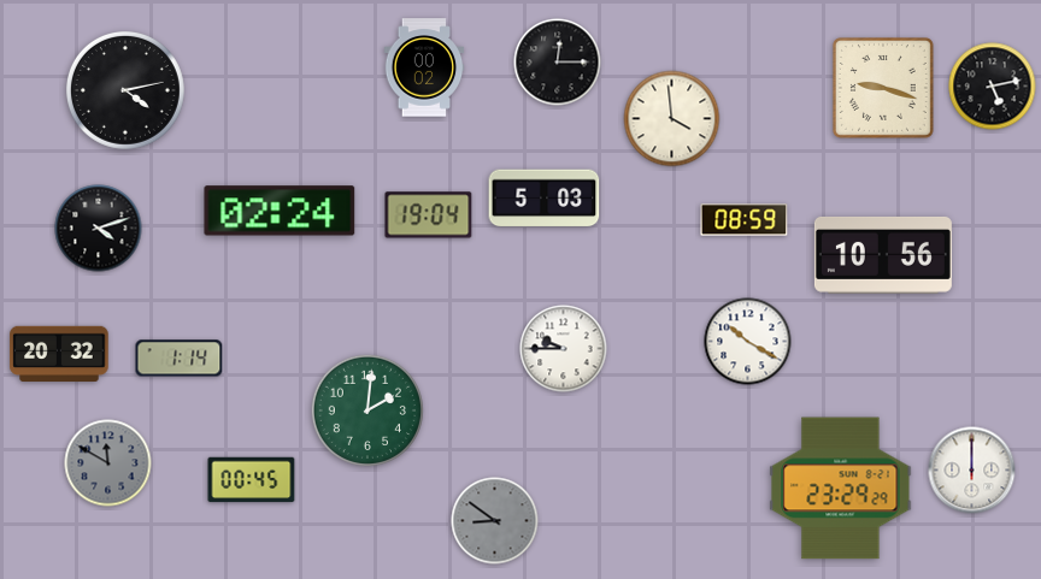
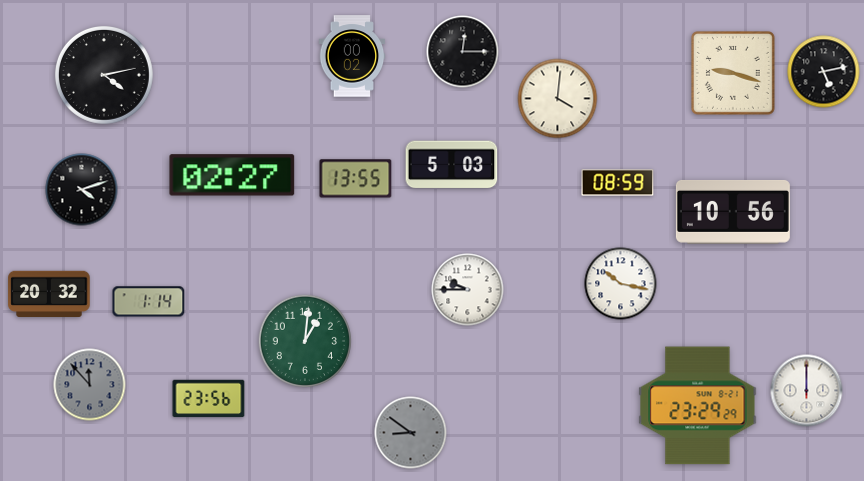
clock at (672, 119): 3:59 -> 4:01
clock at (280, 211): 02:24 -> 02:27
clock at (429, 215): 19:04 -> 13:55
clock at (748, 342): 10:20 -> 10:17
clock at (180, 359) position: (180, 359) -> (149, 302)
clock at (367, 410): 2:01 -> 1:01
clock at (108, 463): 11:50 -> 11:53
clock at (252, 480): 00:45 -> 23:56
